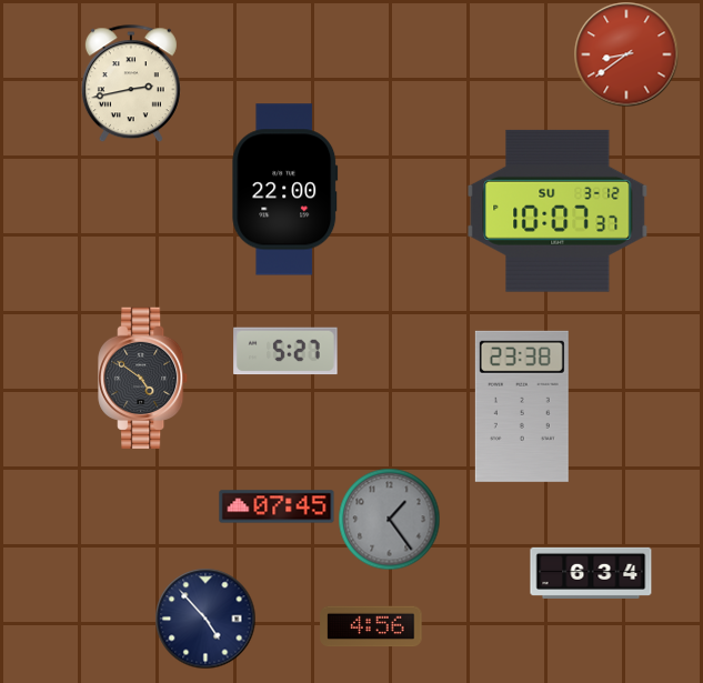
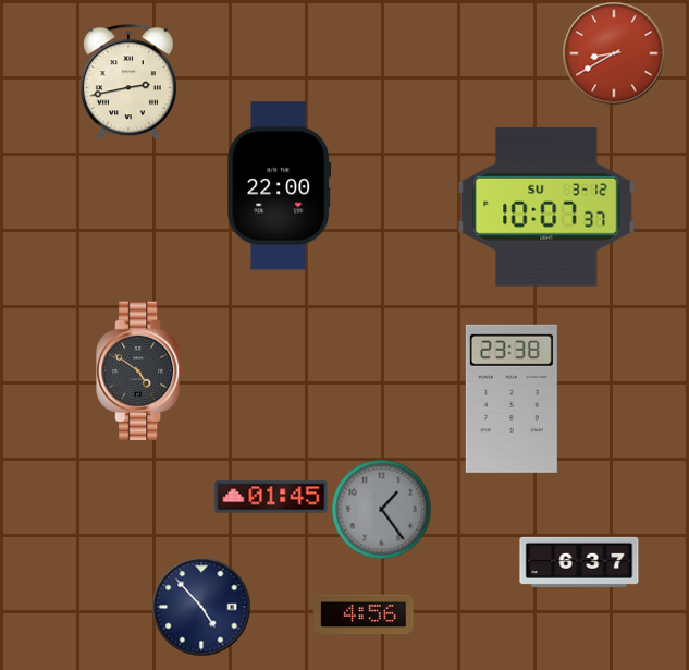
clock at (626, 54): 8:39 -> 8:40
clock at (285, 351): 5:27 -> none
clock at (277, 506): 07:45 -> 01:45
clock at (591, 573): 6:34 -> 6:37
